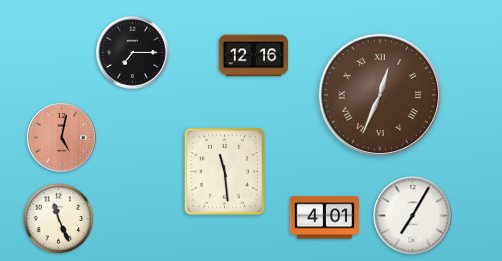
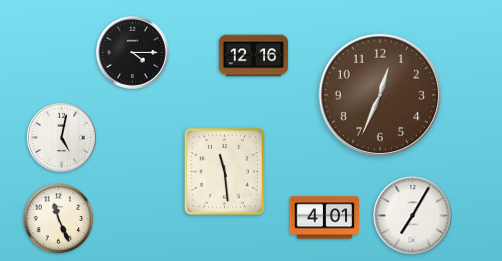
clock at (133, 53): 7:15 -> 4:15
clock at (379, 94) numerals: Roman -> Arabic
clock at (61, 137) dial: salmon -> white
